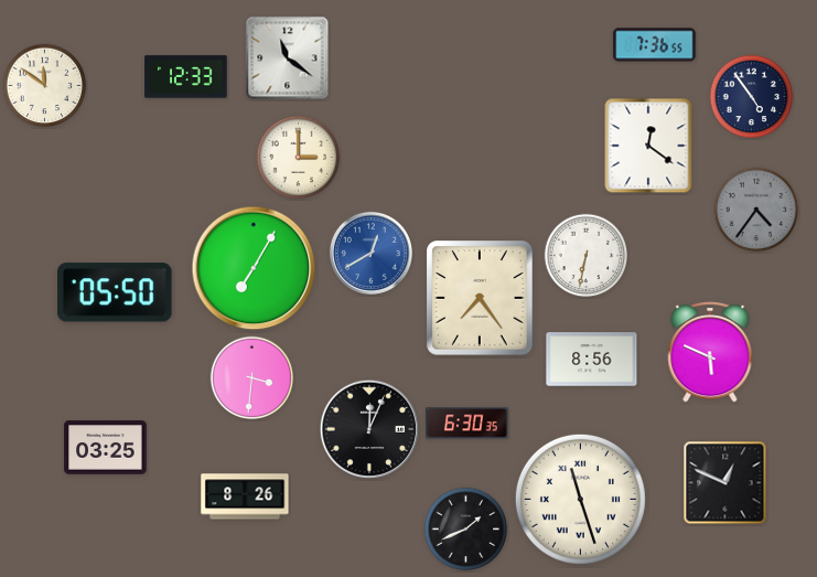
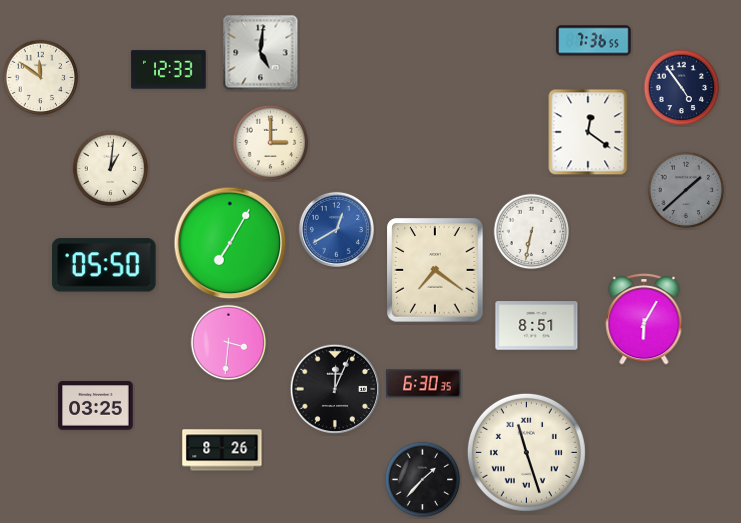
clock at (288, 58): 11:21 -> 5:01
clock at (111, 169): none -> 1:01
clock at (756, 210): 4:36 -> 1:38
clock at (480, 298): 7:24 -> 7:21
clock at (710, 353): 5:49 -> 6:05
clock at (592, 360): 8:56 -> 8:51
clock at (725, 483): 12:49 -> none
clock at (466, 530): 1:41 -> 1:37
